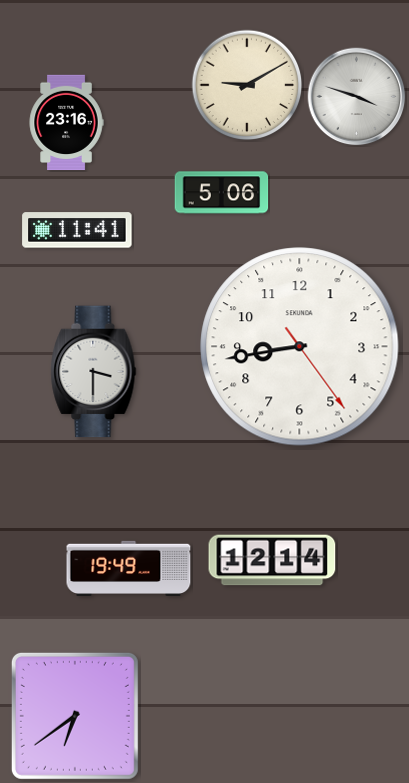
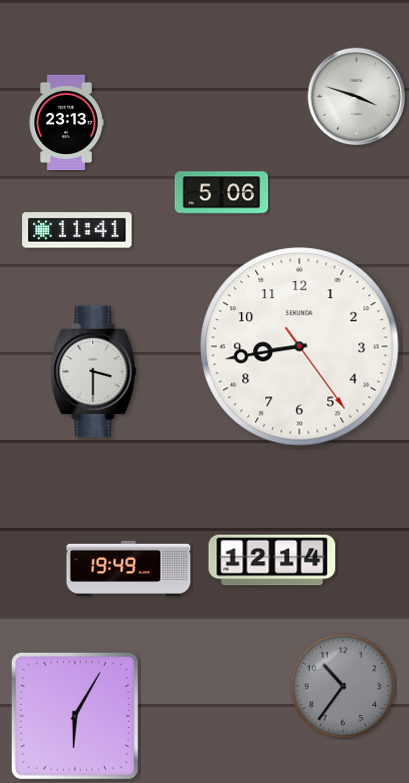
clock at (247, 85): 9:10 -> none
clock at (66, 123): 23:16 -> 23:13
clock at (343, 686): none -> 10:36
clock at (75, 716): 6:39 -> 6:05
